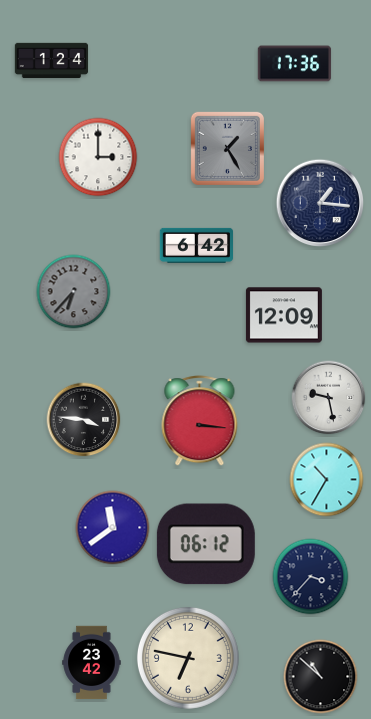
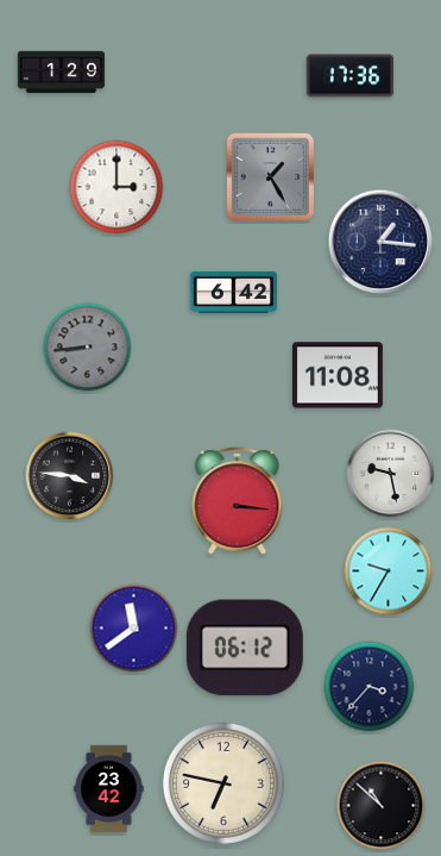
clock at (52, 61): 1:24 -> 1:29
clock at (74, 292): 6:37 -> 8:44
clock at (284, 315): 12:09 -> 11:08
clock at (84, 420) position: (84, 420) -> (70, 476)
clock at (327, 480): 10:35 -> 9:35
